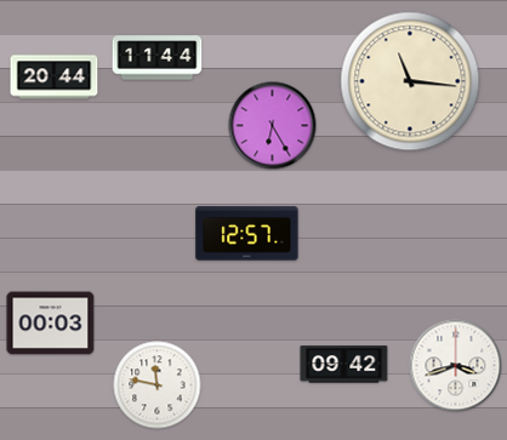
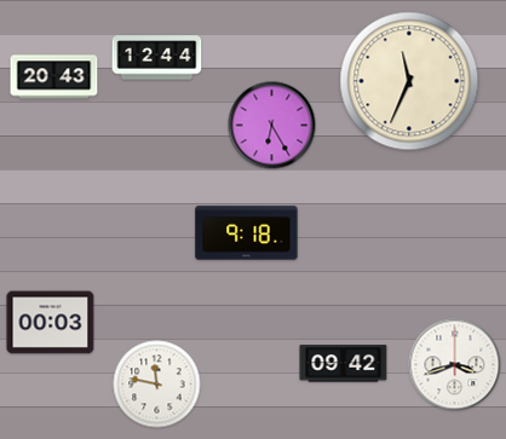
clock at (158, 58): 11:44 -> 12:44
clock at (55, 78): 20:44 -> 20:43
clock at (410, 81): 11:16 -> 11:34
clock at (247, 234): 12:57 -> 9:18
